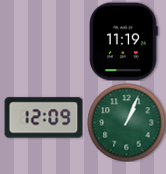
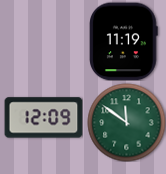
clock at (126, 122): 1:04 -> 11:51
